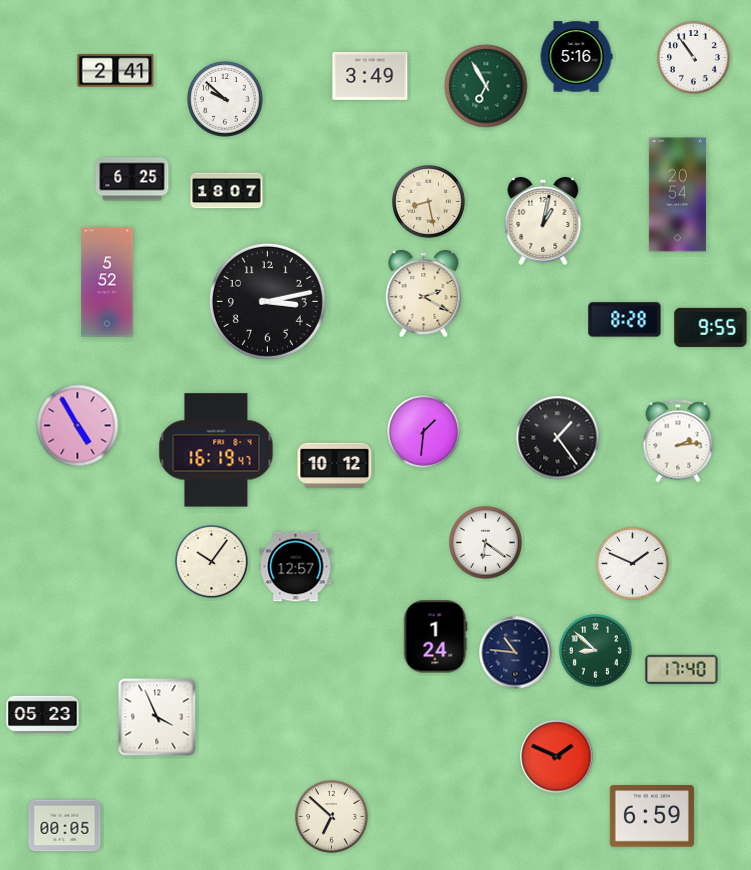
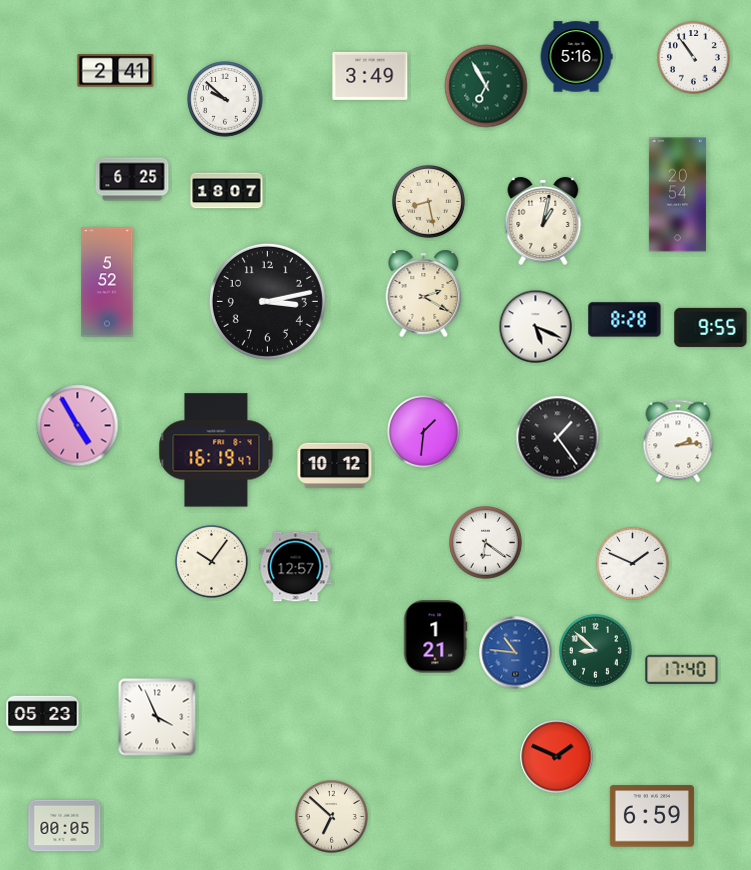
clock at (536, 327): none -> 5:19
clock at (435, 637): 1:24 -> 1:21
clock at (516, 653) dial: navy -> blue
